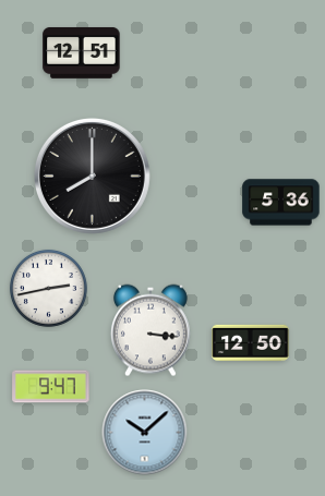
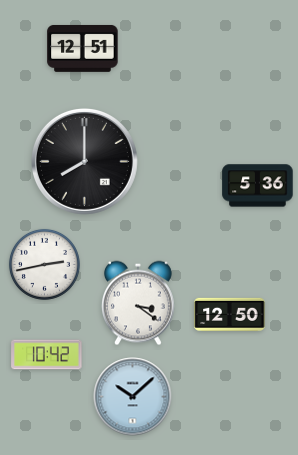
clock at (82, 52) position: (82, 52) -> (83, 48)
clock at (151, 330): 3:16 -> 3:21
clock at (51, 387): 9:47 -> 10:42
